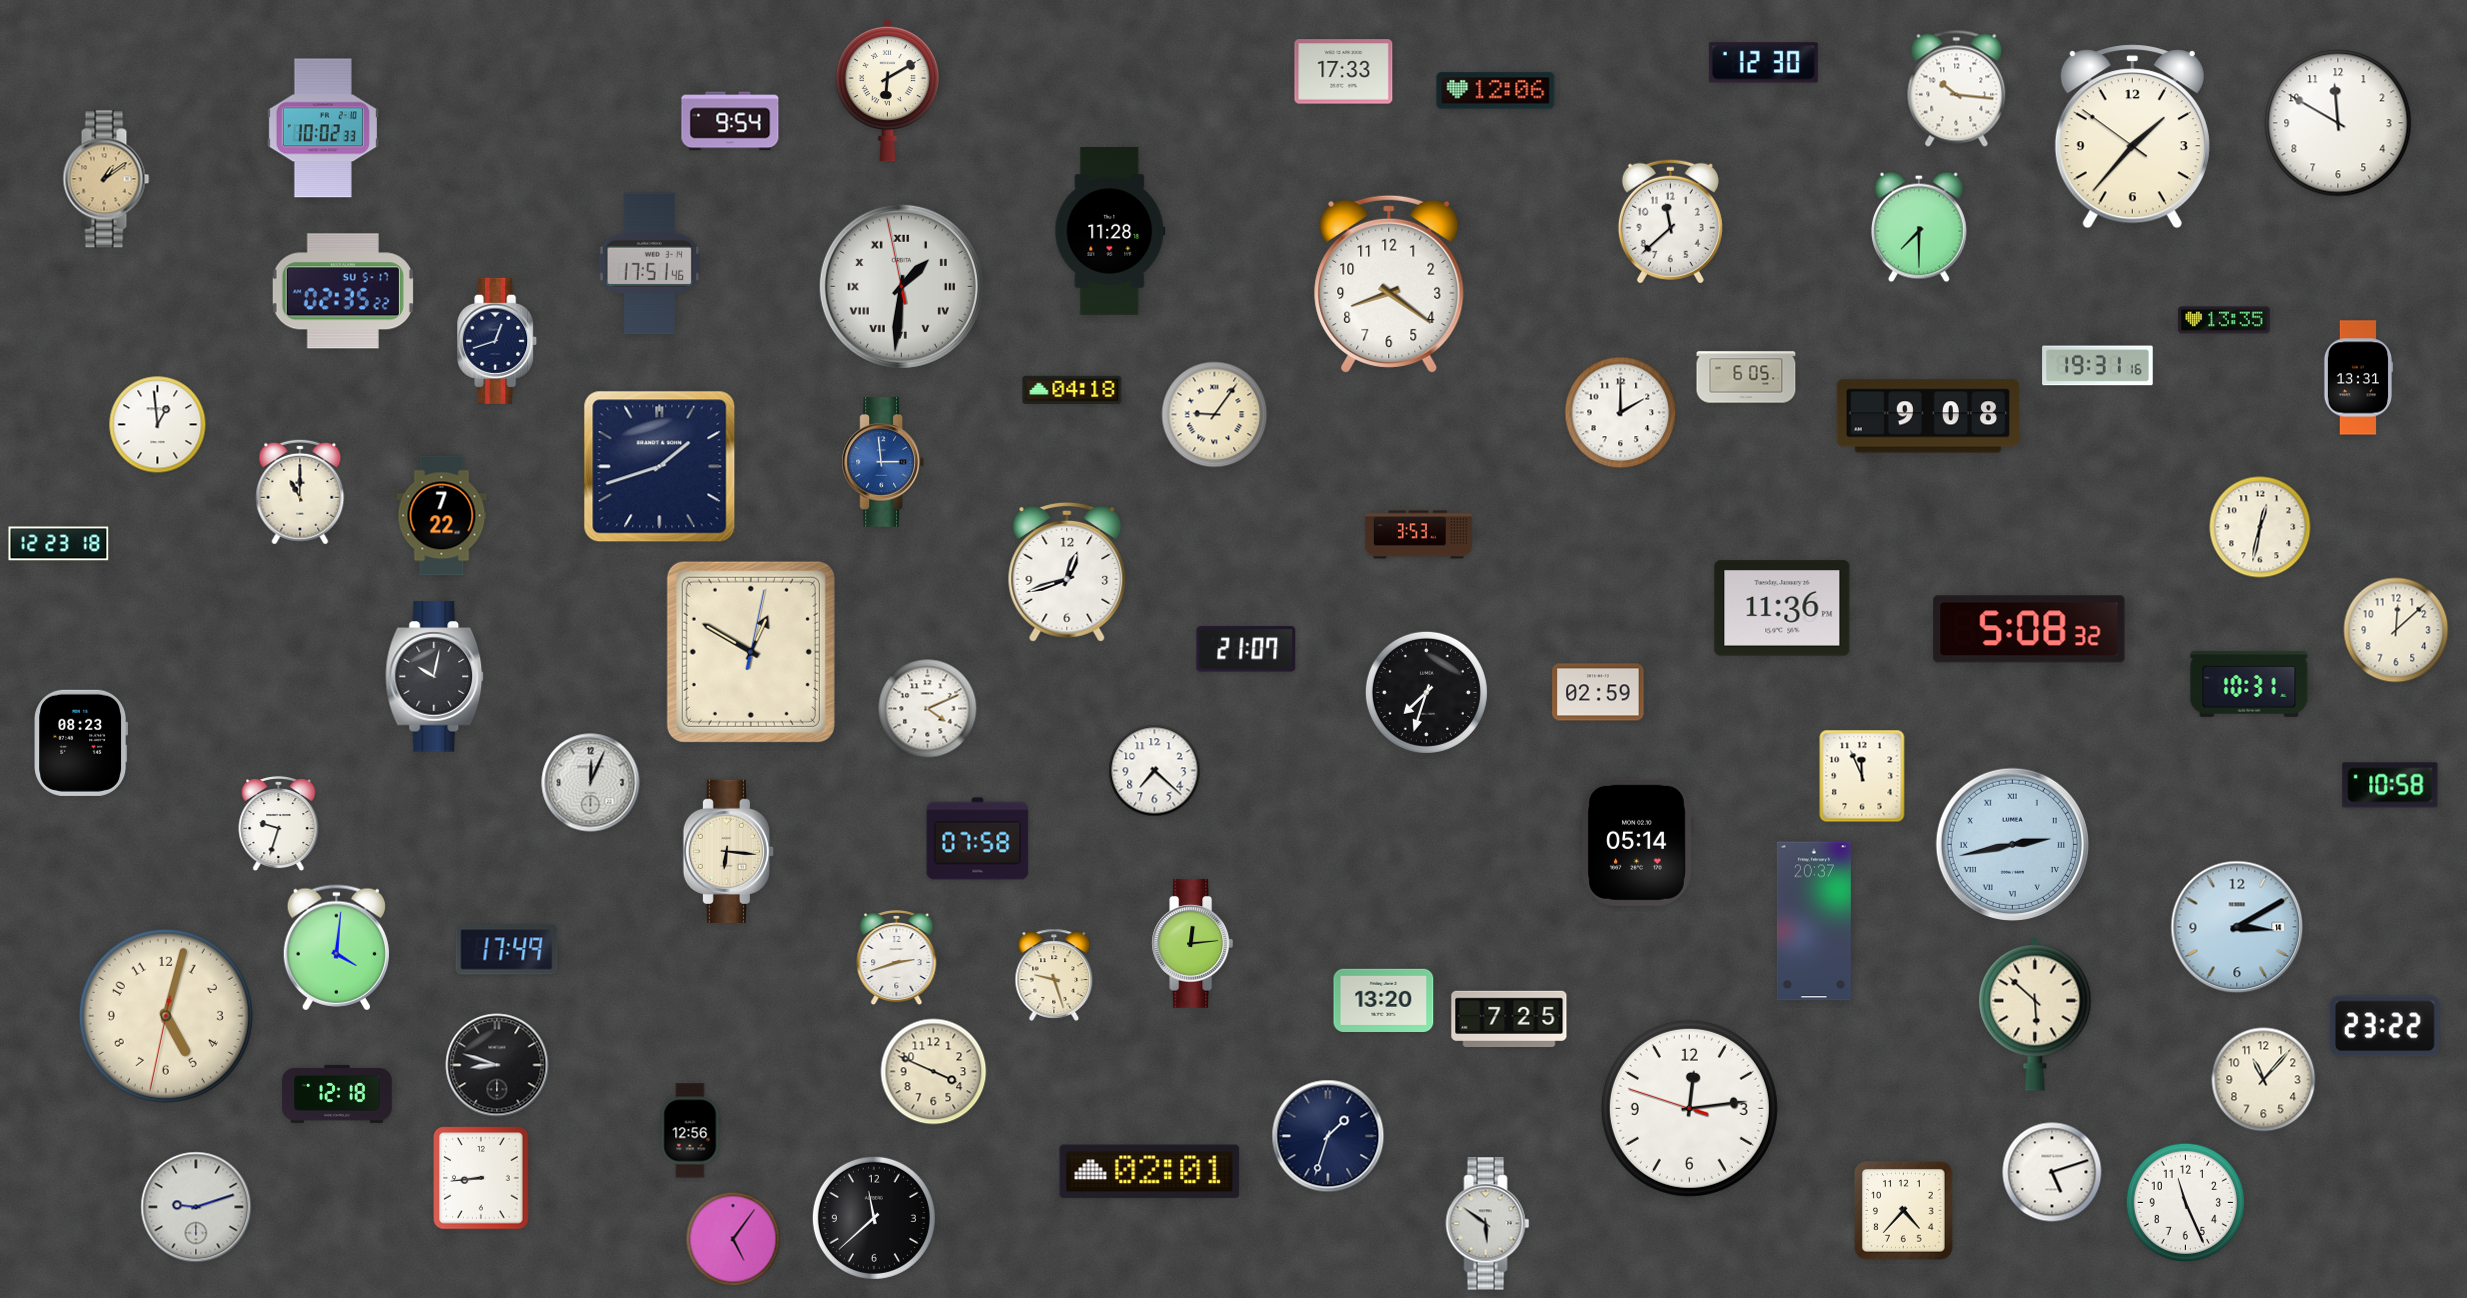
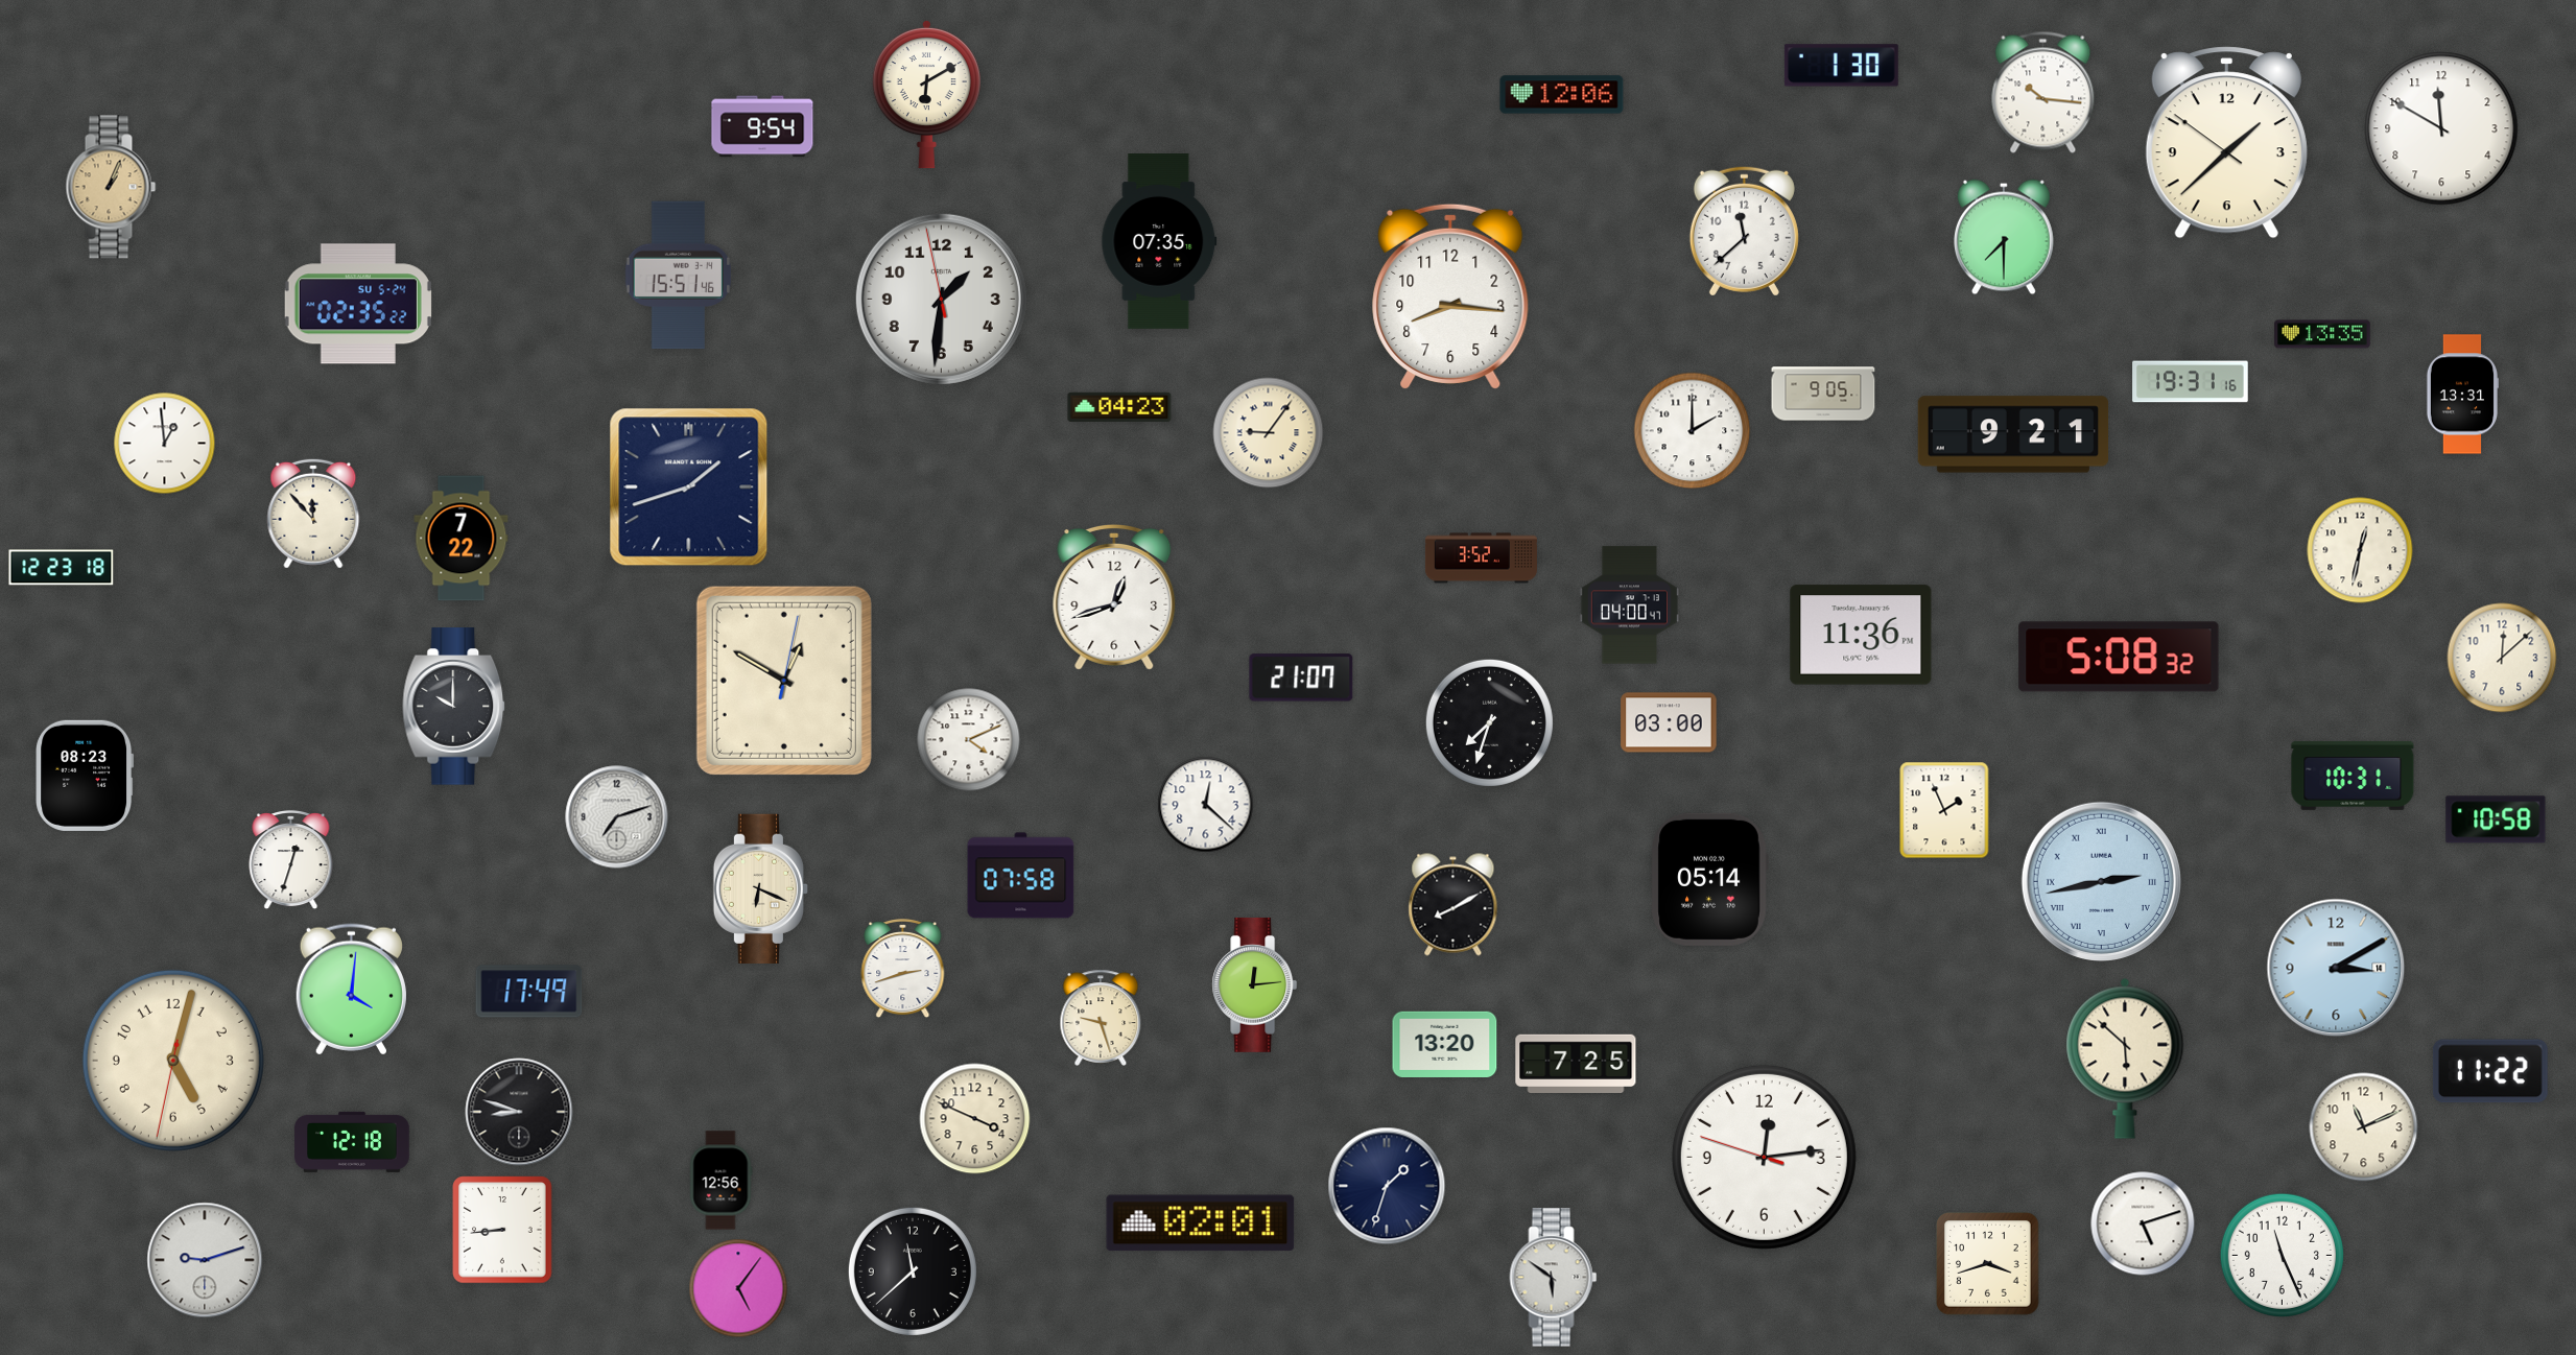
clock at (1763, 63): 12:30 -> 1:30
clock at (1344, 72): 17:33 -> none
clock at (323, 128): 10:02 -> none
clock at (2132, 137): 1:36 -> 1:37
clock at (106, 179): 1:09 -> 1:04
clock at (1110, 232): 11:28 -> 07:35
clock at (649, 264): 17:51 -> 15:51
clock at (1389, 283): 8:21 -> 8:16
clock at (901, 286) numerals: Roman -> Arabic
clock at (343, 291) date: SU 5-17 -> SU 5-24
clock at (498, 341): 12:42 -> none
clock at (1746, 377): 6:05 -> 9:05
clock at (1072, 390): 04:18 -> 04:23
clock at (1928, 416): 9:08 -> 9:21
clock at (882, 462): 2:59 -> none
clock at (300, 492): 11:00 -> 11:53
clock at (1418, 535): 3:53 -> 3:52
clock at (1629, 605): none -> 04:00
clock at (435, 677): 10:02 -> 10:00
clock at (2249, 684) position: (2249, 684) -> (2353, 776)
clock at (1598, 692): 02:59 -> 03:00
clock at (1155, 771): 7:22 -> 12:22
clock at (1862, 776): 11:56 -> 1:56
clock at (591, 783): 12:04 -> 7:12
clock at (279, 824): 9:33 -> 12:33
clock at (728, 851): 6:16 -> 6:19
clock at (1454, 905): none -> 8:10
clock at (1814, 921): 20:37 -> none
clock at (1193, 943) position: (1193, 943) -> (1255, 984)
clock at (897, 958) position: (897, 958) -> (903, 969)
clock at (2385, 1026): 23:22 -> 11:22
clock at (2264, 1080): 11:07 -> 11:11
clock at (1904, 1211): 4:37 -> 3:42
clock at (733, 1239) position: (733, 1239) -> (738, 1288)
